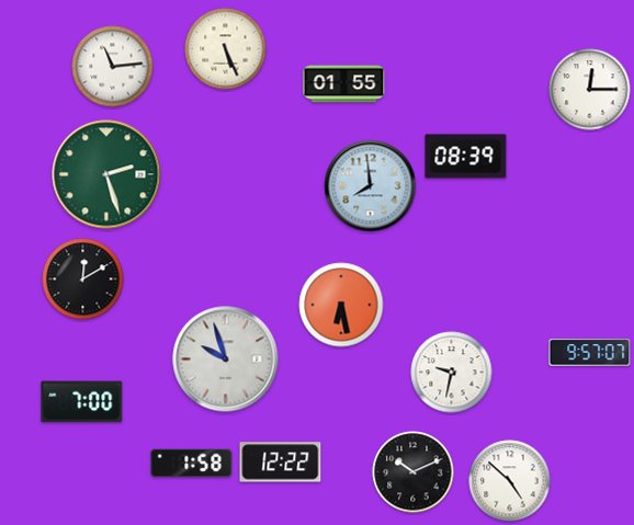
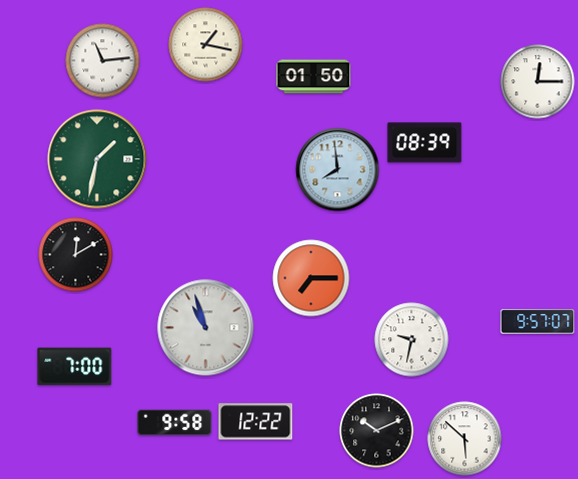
clock at (226, 49): 5:26 -> 1:17
clock at (344, 84): 01:55 -> 01:50
clock at (106, 174): 2:27 -> 1:32
clock at (341, 305): 6:28 -> 7:15
clock at (226, 359): 9:57 -> 10:57
clock at (192, 464): 1:58 -> 9:58
clock at (510, 481): 4:52 -> 5:52
